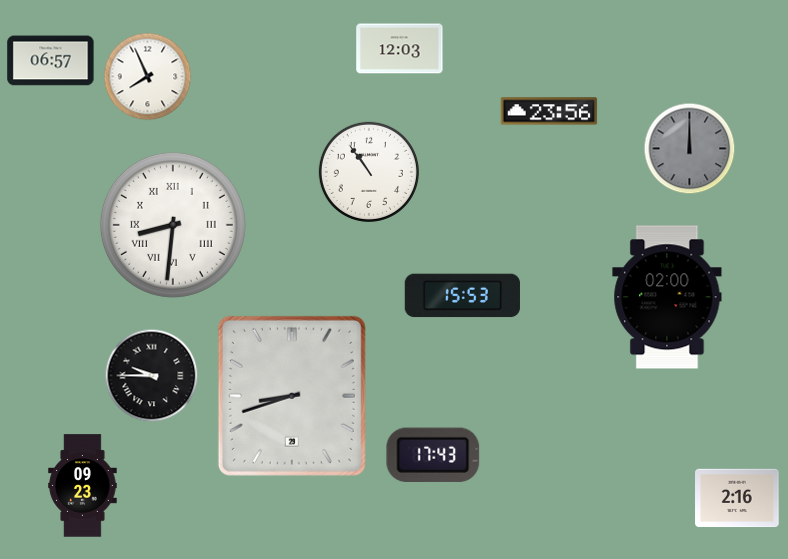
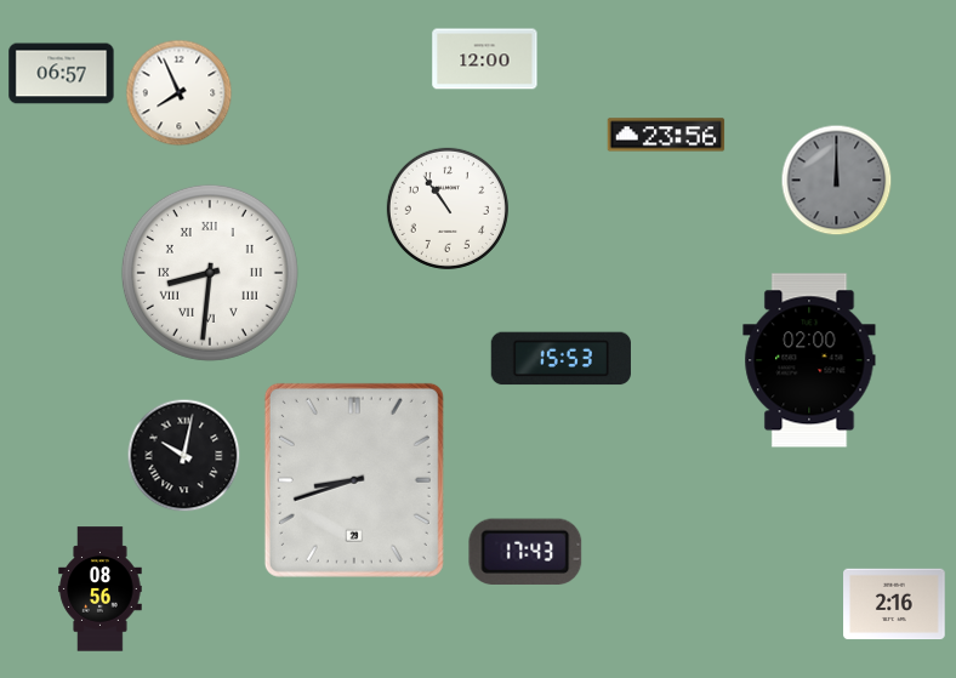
clock at (400, 49): 12:03 -> 12:00
clock at (152, 376): 9:45 -> 10:02
clock at (83, 486): 09:23 -> 08:56
